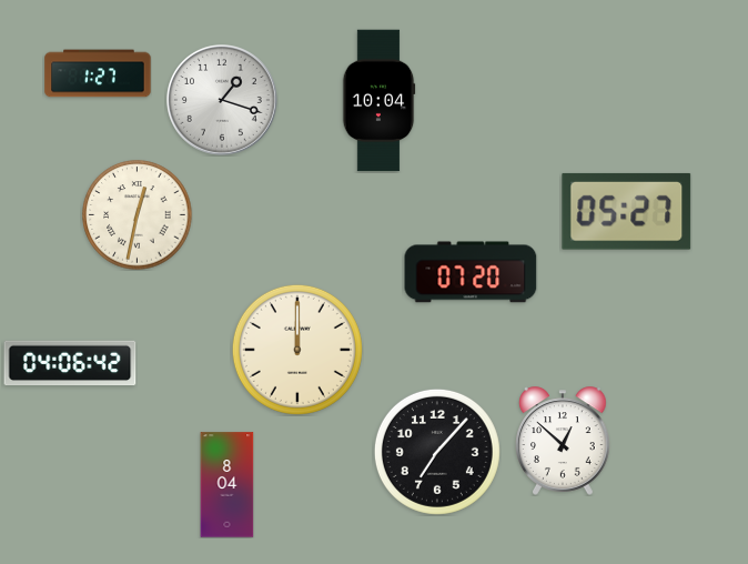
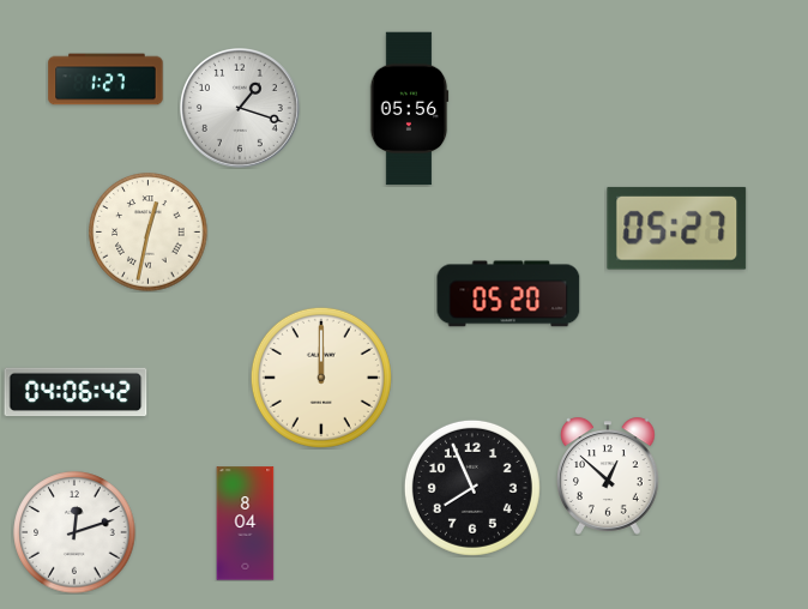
clock at (378, 101): 10:04 -> 05:56
clock at (471, 272): 07:20 -> 05:20
clock at (437, 452): 7:07 -> 7:56
clock at (74, 532): none -> 12:12
